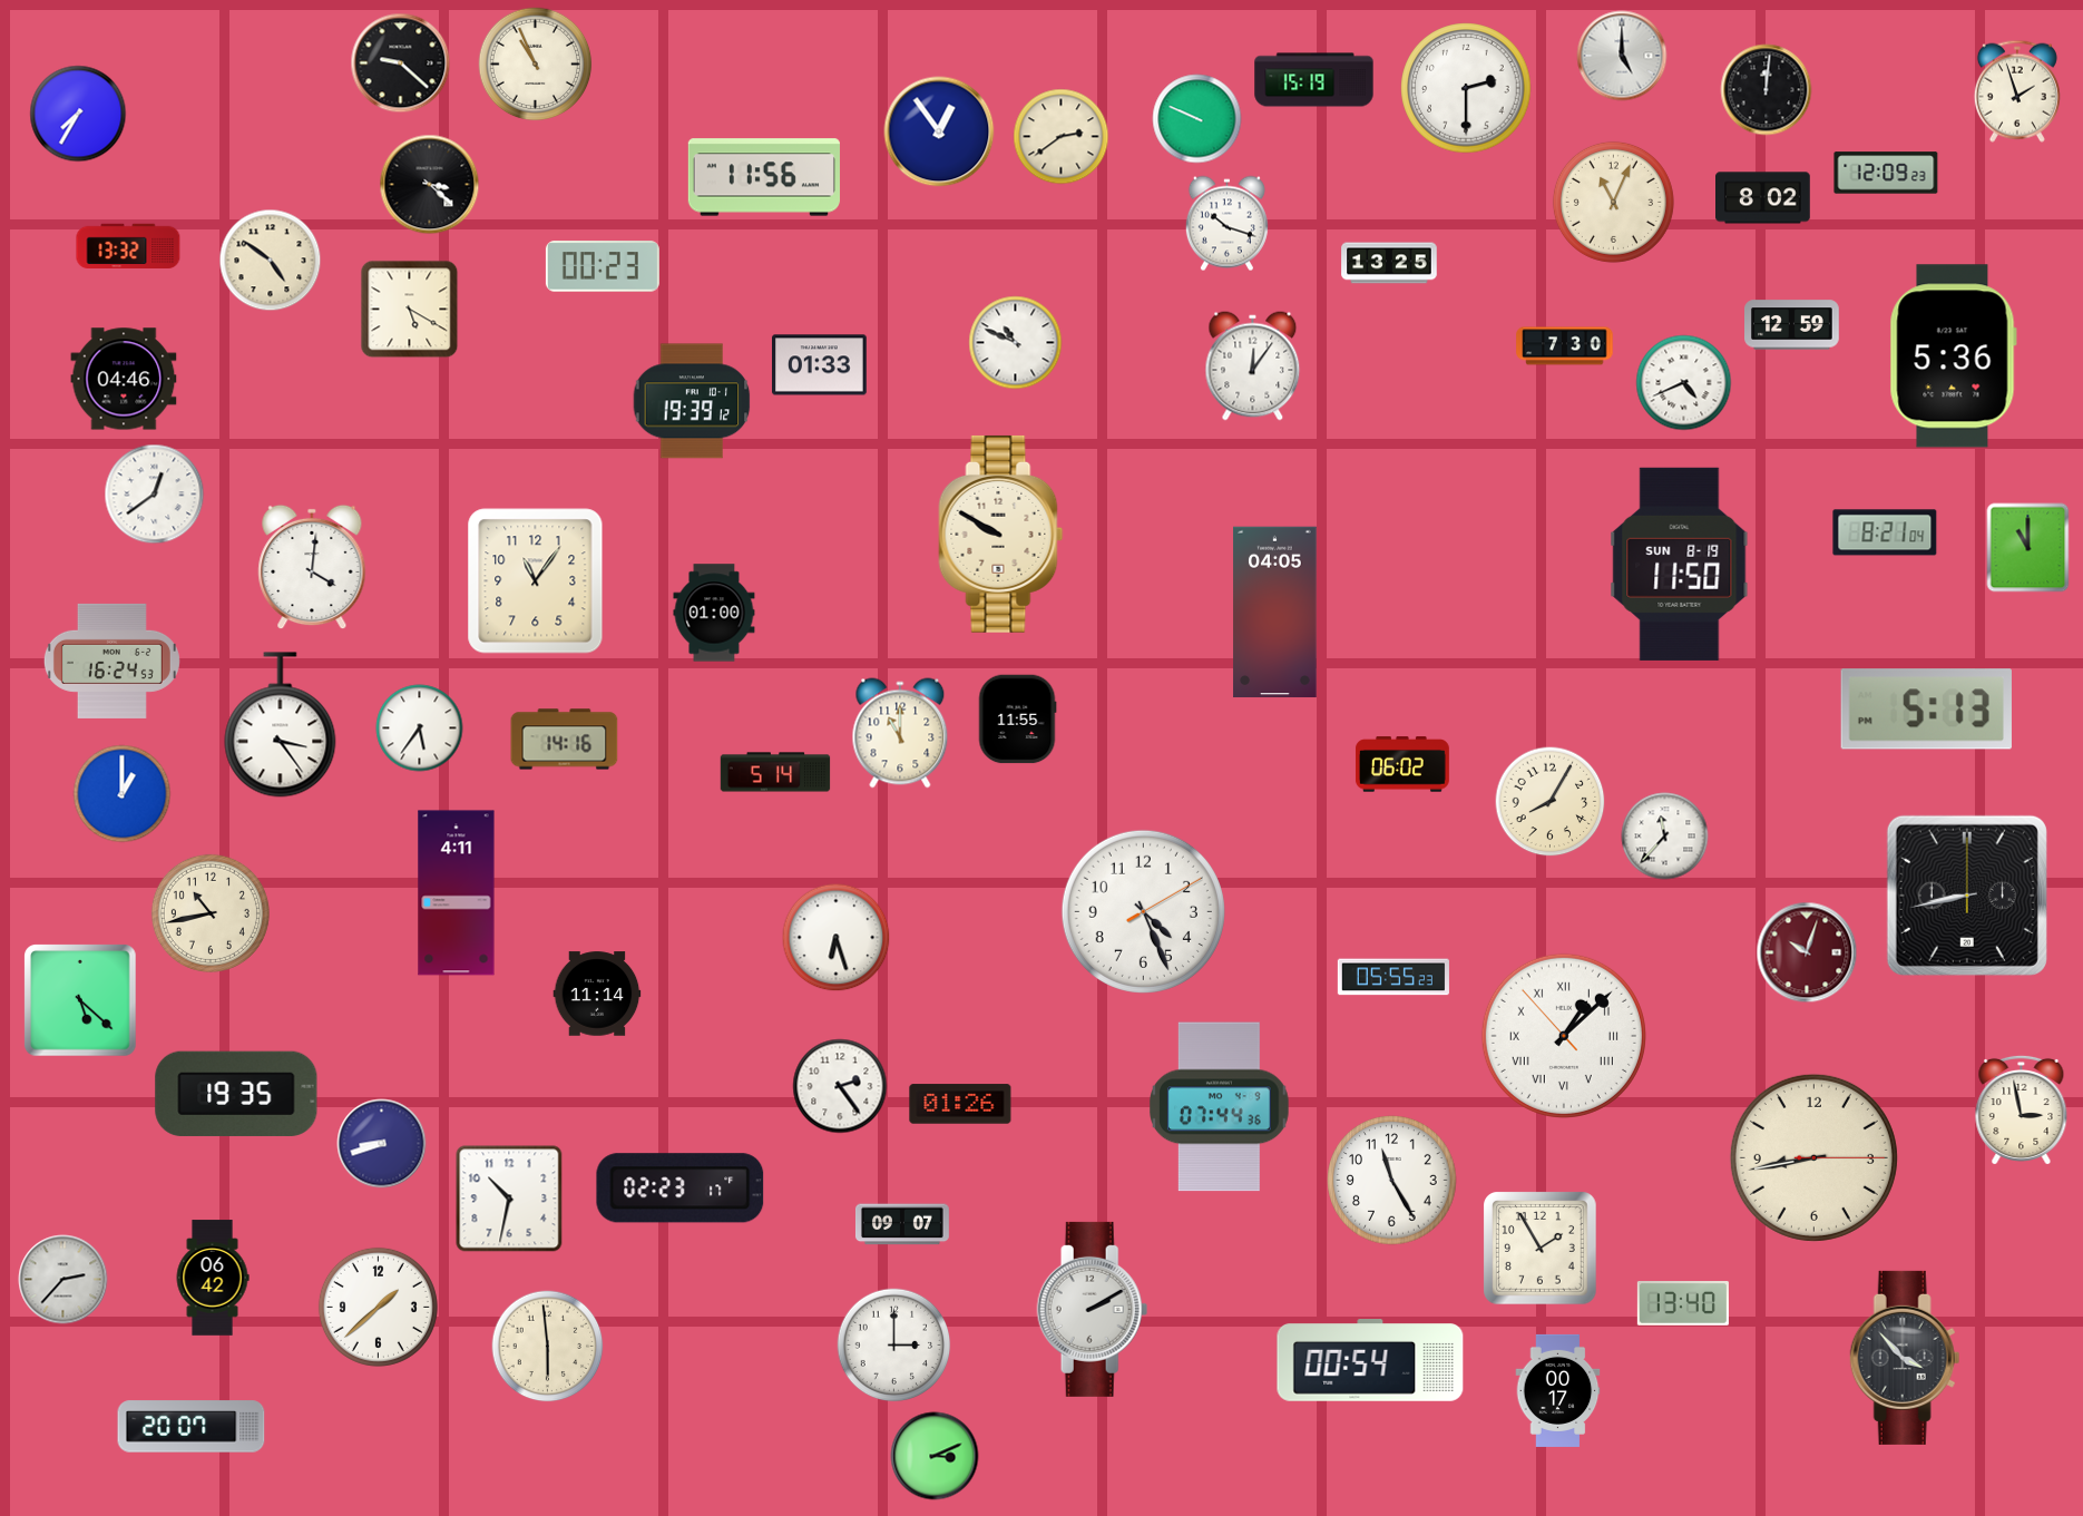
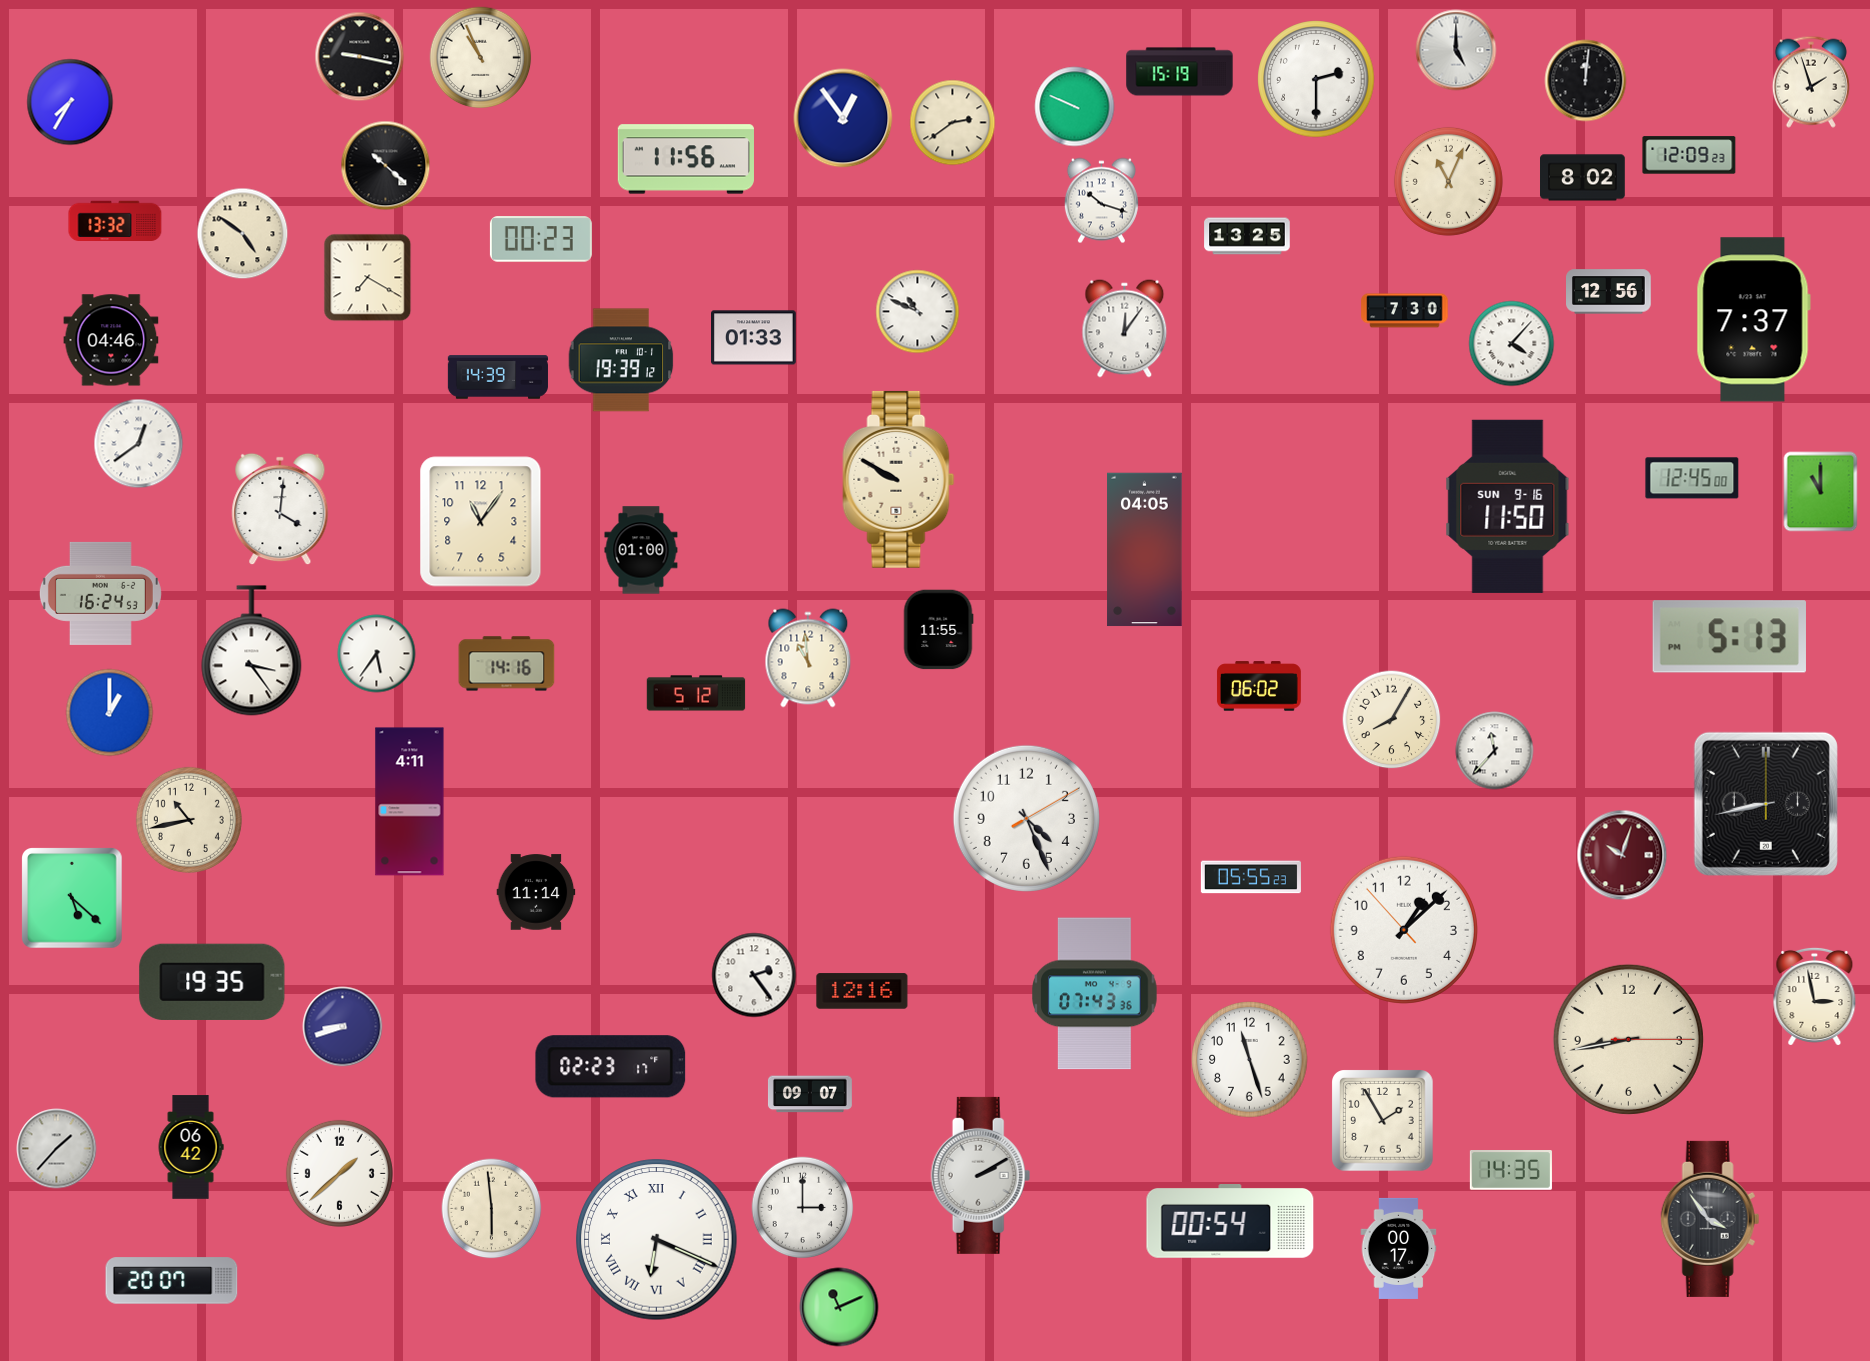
clock at (401, 63): 9:22 -> 9:17
clock at (1886, 173) position: (1886, 173) -> (1689, 155)
clock at (430, 185): 3:22 -> 10:22
clock at (410, 310): 5:20 -> 7:20
clock at (1792, 325): 12:59 -> 12:56
clock at (1016, 343) position: (1016, 343) -> (918, 312)
clock at (1953, 356): 5:36 -> 7:37
clock at (820, 365) position: (820, 365) -> (754, 338)
clock at (1684, 383): 4:41 -> 4:07
clock at (498, 377): none -> 14:39
clock at (1885, 532): 8:21 -> 12:45
clock at (1680, 564) date: SUN 8-19 -> SUN 9-16
clock at (1017, 720) position: (1017, 720) -> (938, 630)
clock at (900, 733): 11:00 -> 10:59
clock at (775, 772): 5:14 -> 5:12
clock at (837, 938): 6:27 -> none
clock at (1564, 1036) numerals: Roman -> Arabic
clock at (960, 1104): 01:26 -> 12:16
clock at (1220, 1107): 07:44 -> 07:43
clock at (1392, 1181): 11:25 -> 11:27
clock at (509, 1199): 10:32 -> none
clock at (902, 1224) position: (902, 1224) -> (810, 1094)
clock at (63, 1280): 2:37 -> 1:37
clock at (1683, 1304): 13:40 -> 14:35
clock at (1905, 1358): 3:53 -> 3:54
clock at (657, 1240): none -> 6:19
clock at (935, 1456): 3:11 -> 11:11
